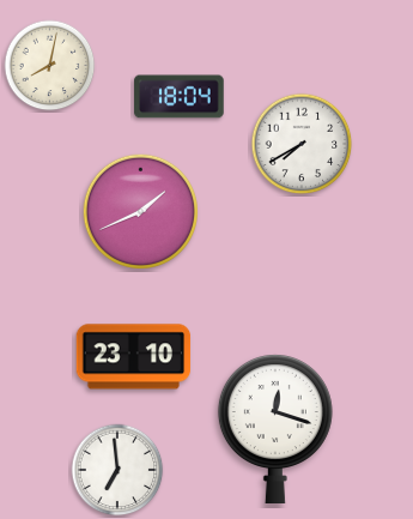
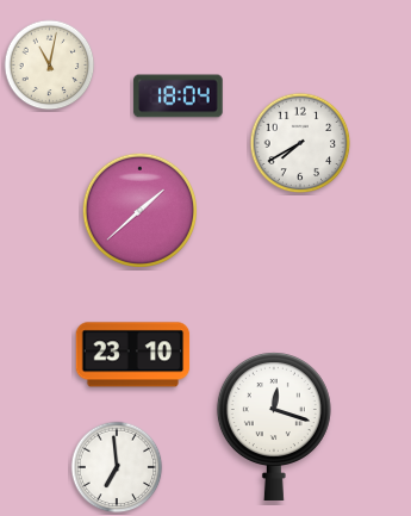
clock at (50, 66): 8:02 -> 11:02
clock at (141, 211): 1:41 -> 1:38
